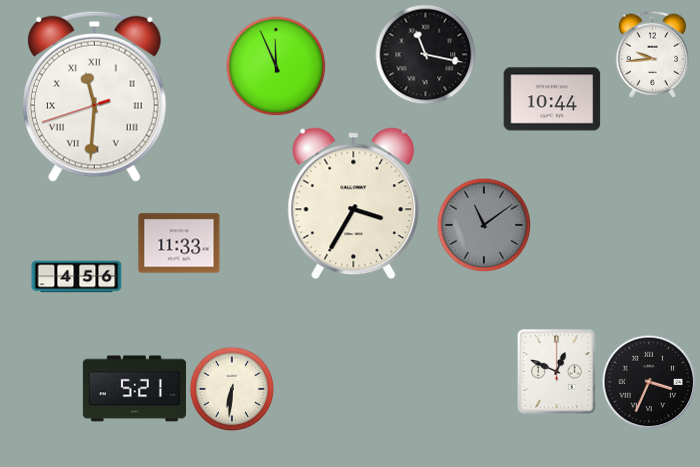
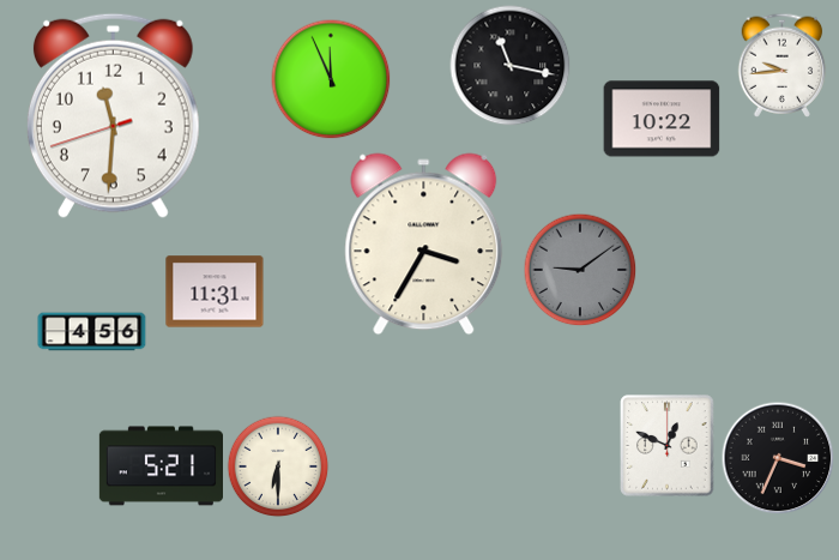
clock at (94, 96) numerals: Roman -> Arabic
clock at (552, 99): 10:44 -> 10:22
clock at (484, 225): 11:09 -> 9:09
clock at (179, 243): 11:33 -> 11:31
clock at (232, 389): 6:31 -> 6:30
